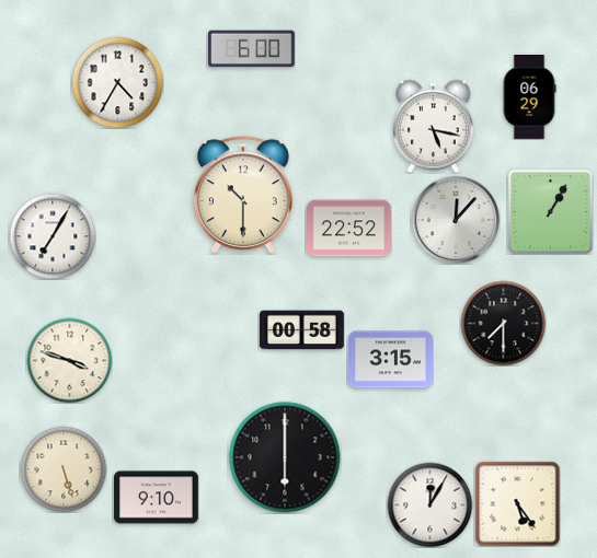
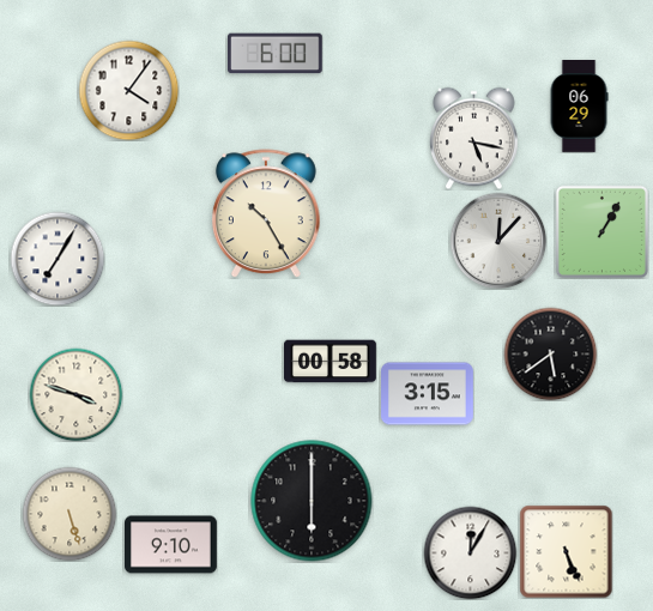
clock at (117, 82): 4:35 -> 4:06
clock at (243, 195): 10:30 -> 10:25
clock at (349, 229): 22:52 -> none
clock at (503, 323): 7:30 -> 5:39
clock at (517, 503): 5:24 -> 5:26
